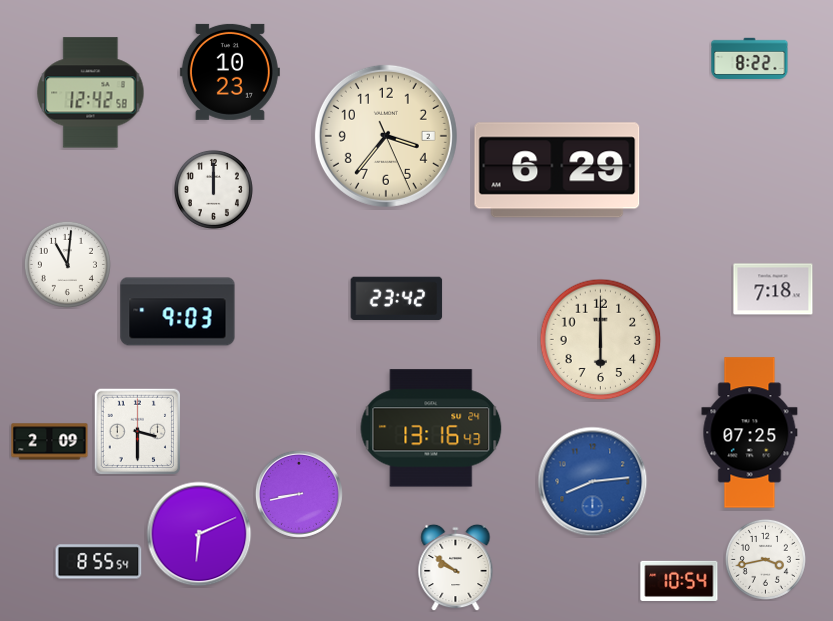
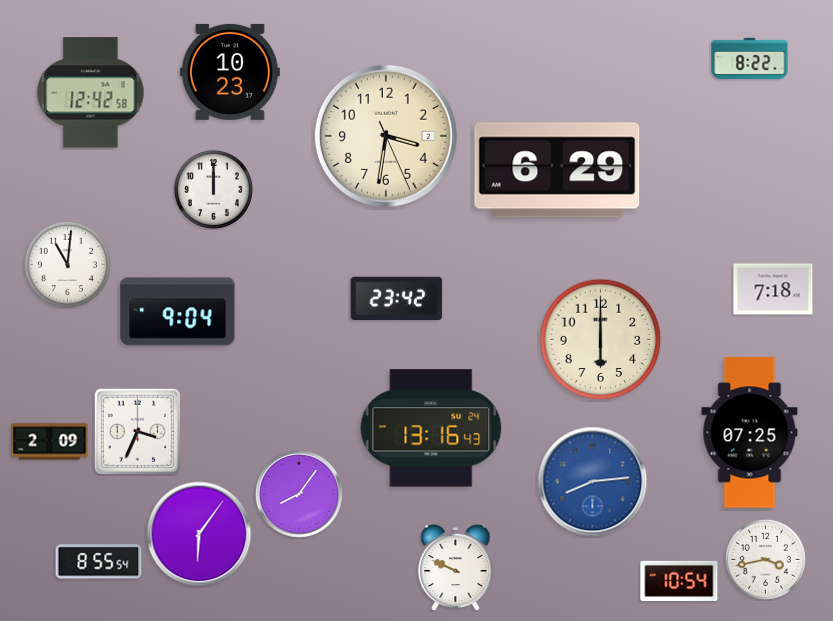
clock at (386, 136): 3:36 -> 3:31
clock at (178, 312): 9:03 -> 9:04
clock at (137, 431): 3:30 -> 3:34
clock at (299, 494): 8:43 -> 8:06
clock at (199, 534): 6:11 -> 6:06
clock at (456, 567): 9:51 -> 9:49
